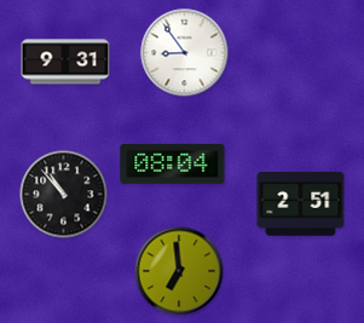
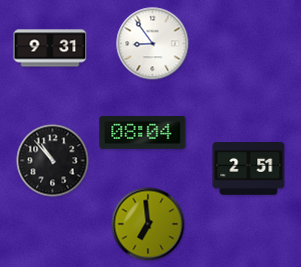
clock at (65, 62) position: (65, 62) -> (50, 48)
clock at (173, 165) position: (173, 165) -> (143, 133)
